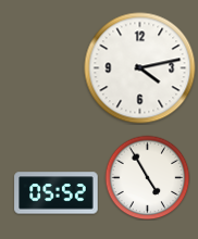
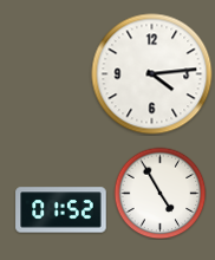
clock at (140, 68): 4:13 -> 4:14
clock at (57, 193): 05:52 -> 01:52
